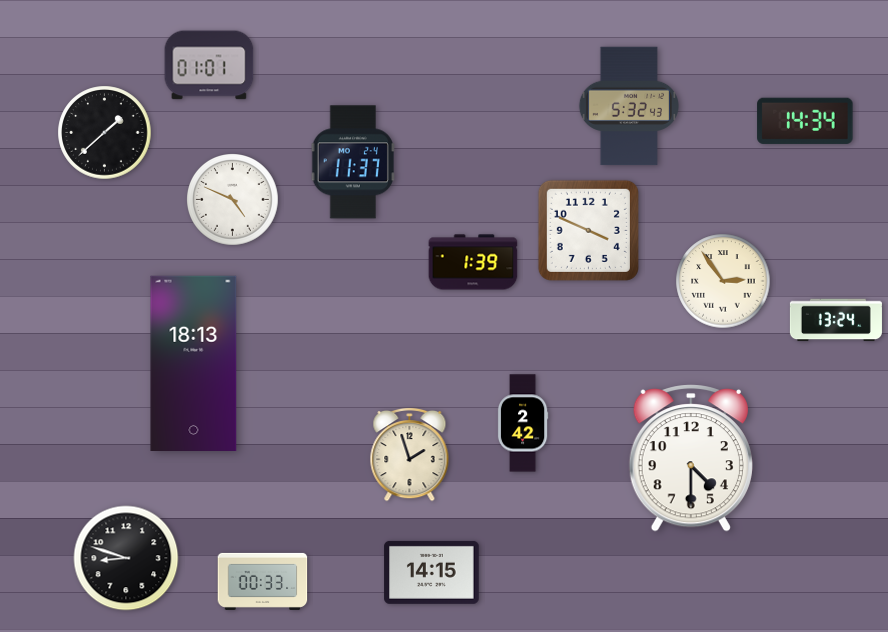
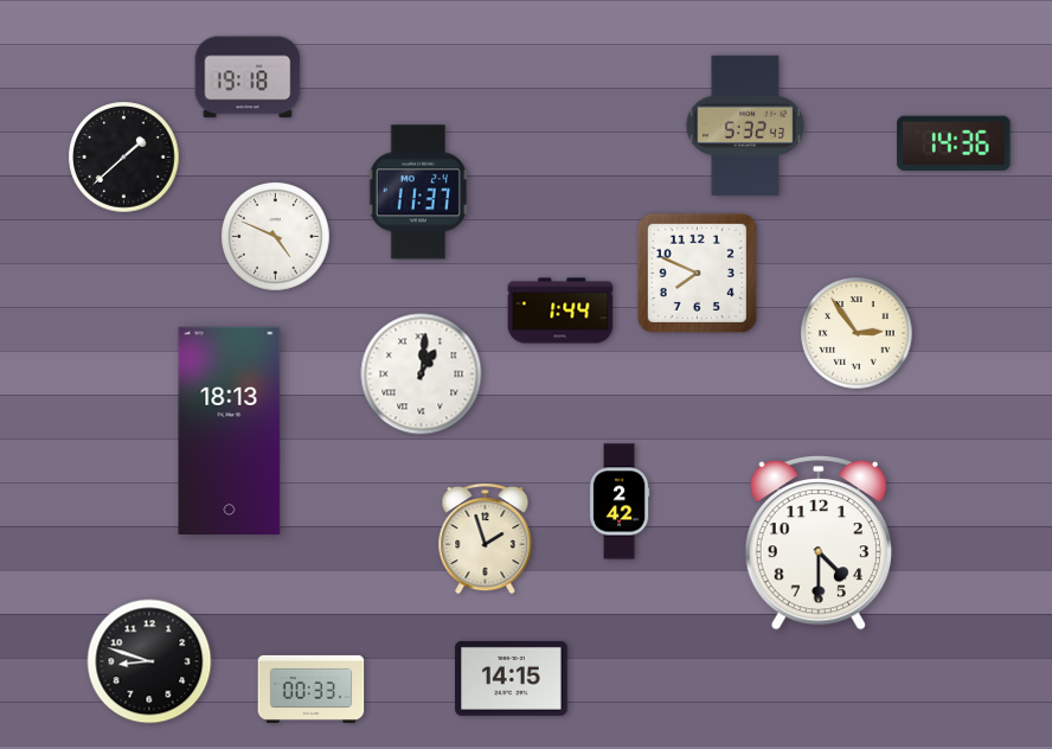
clock at (209, 65): 01:01 -> 19:18
clock at (805, 121): 14:34 -> 14:36
clock at (588, 230): 3:49 -> 7:49
clock at (473, 262): 1:39 -> 1:44
clock at (422, 375): none -> 1:01
clock at (836, 320): 13:24 -> none
